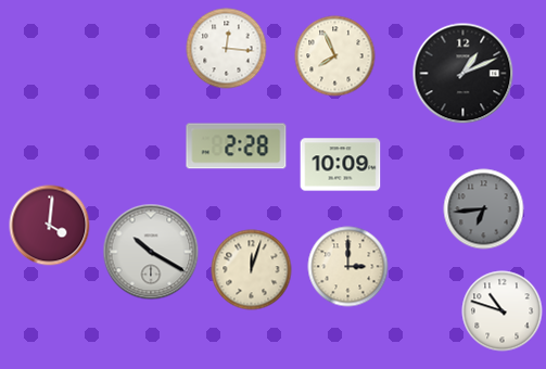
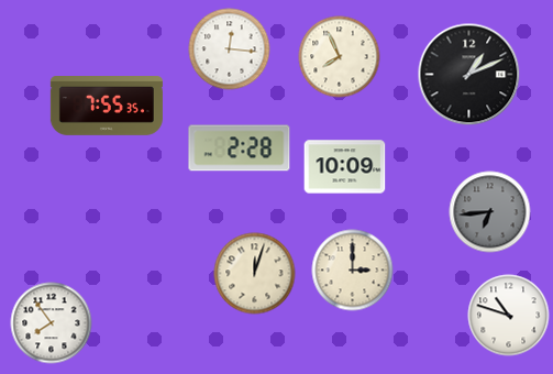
clock at (107, 107): none -> 7:55
clock at (50, 226): 4:01 -> none
clock at (151, 252): 10:20 -> none
clock at (52, 323): none -> 7:54
